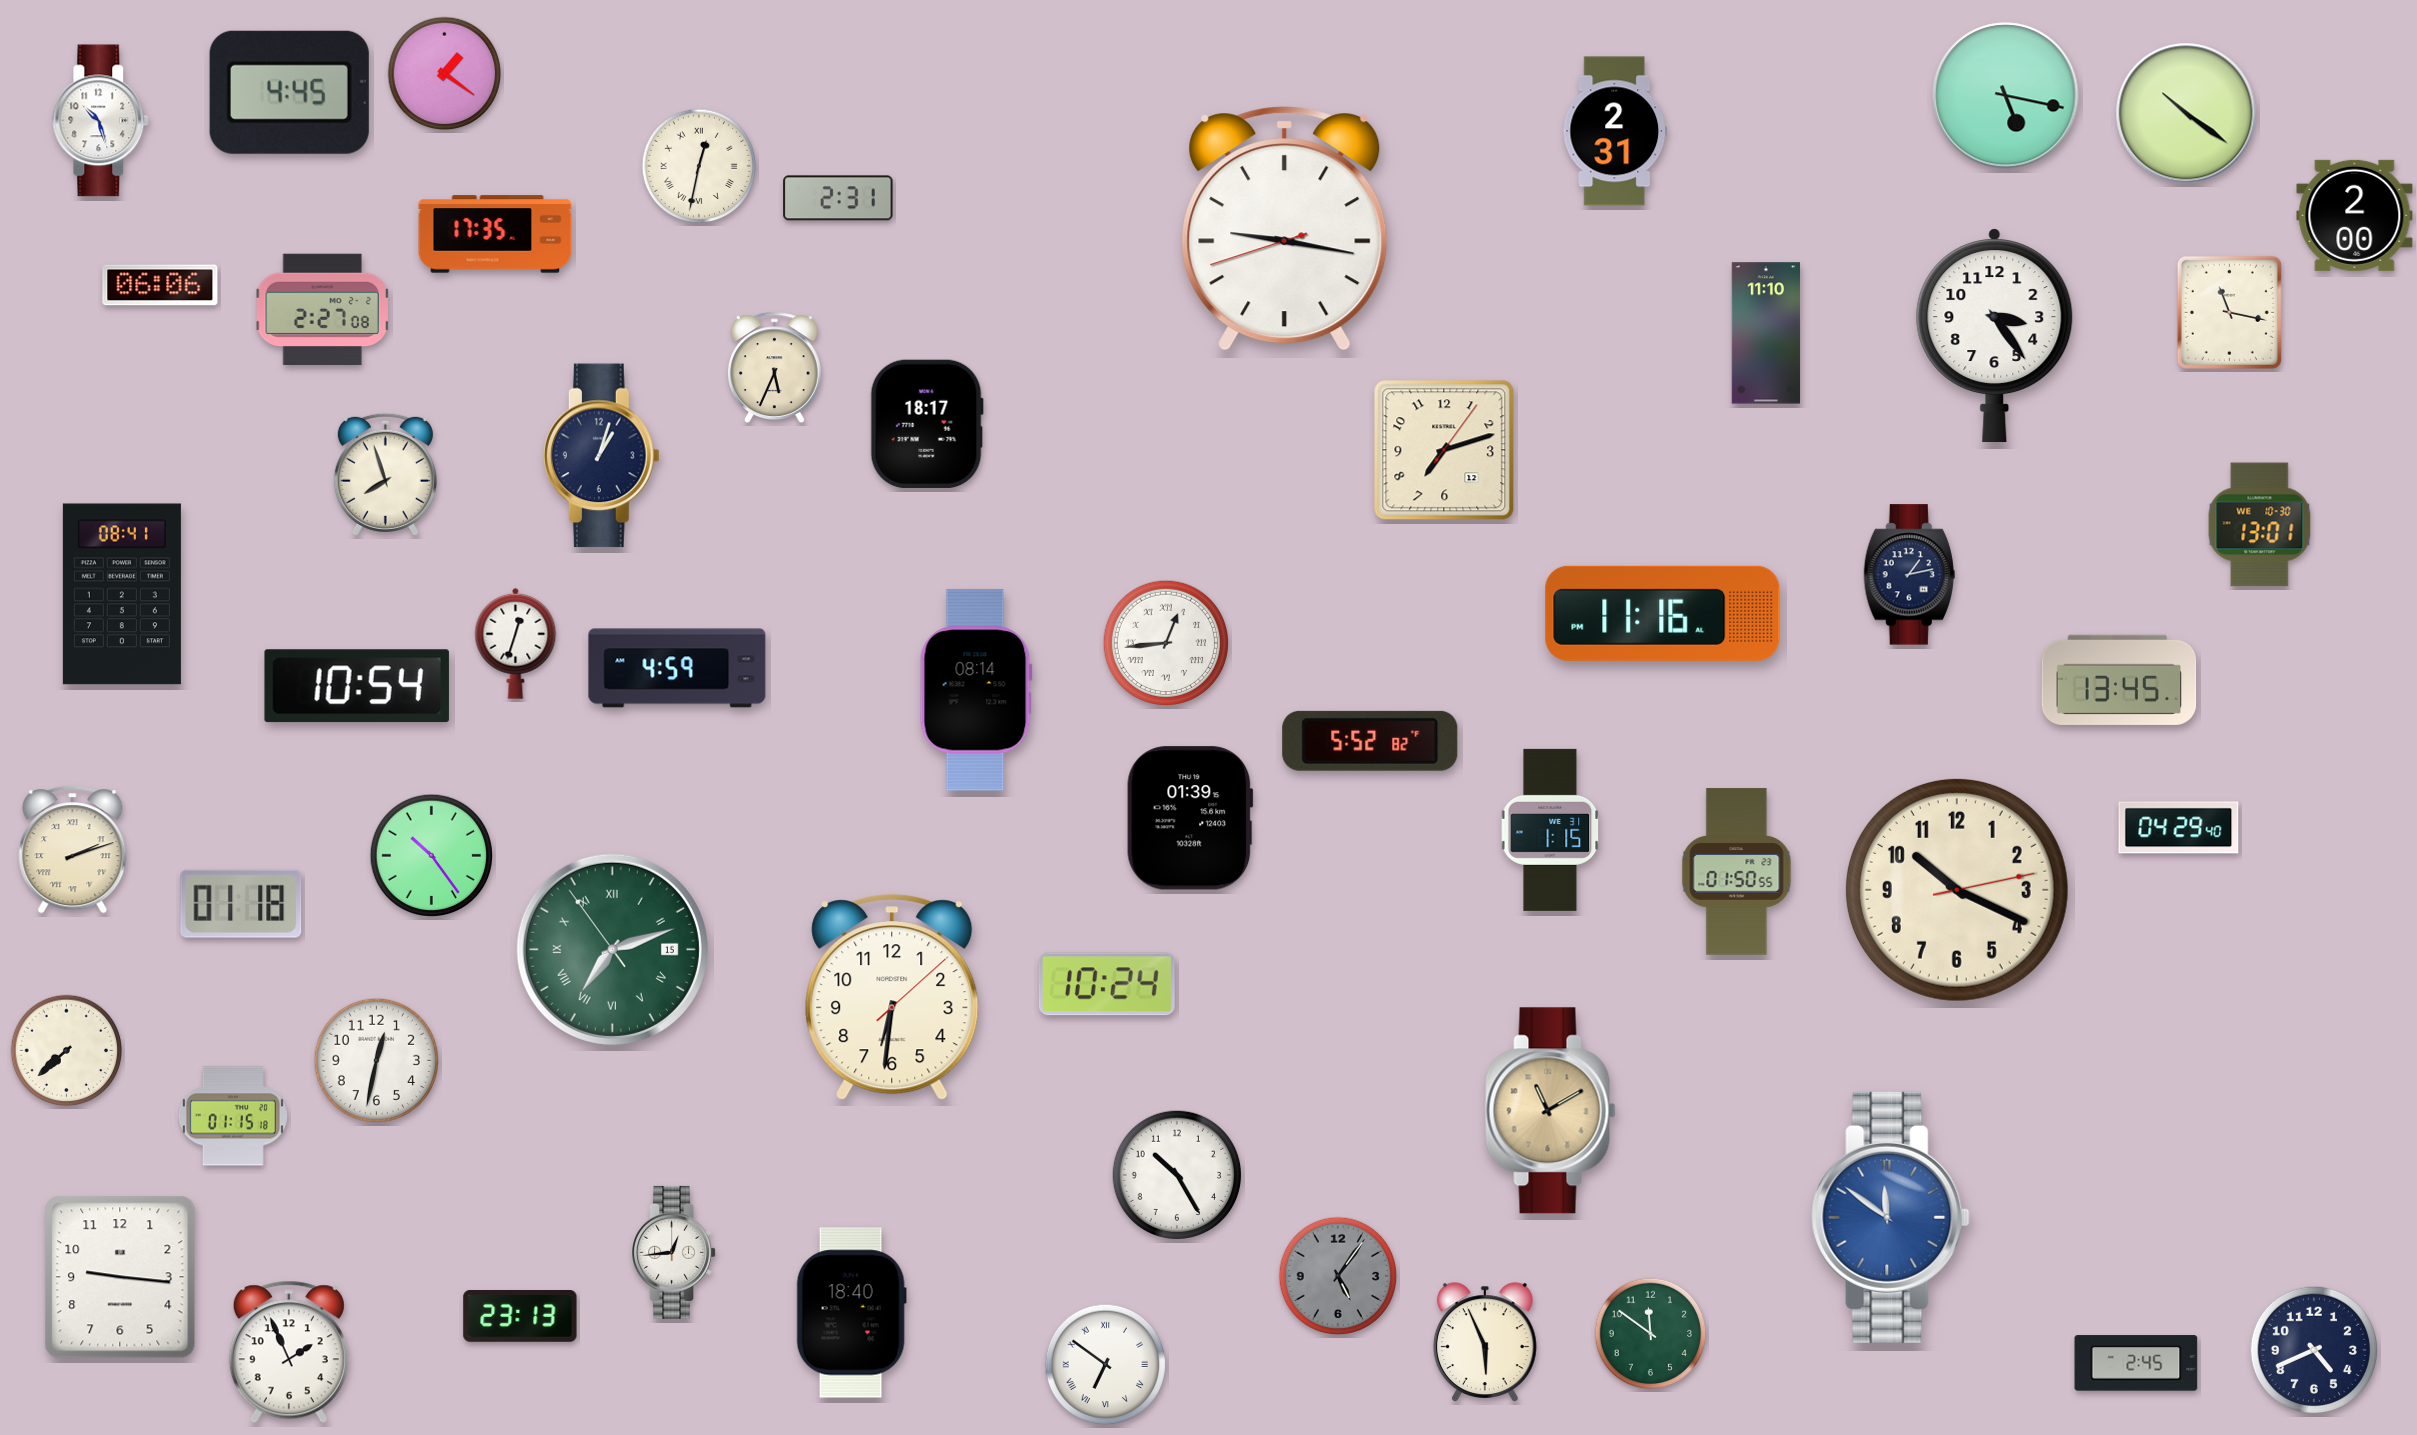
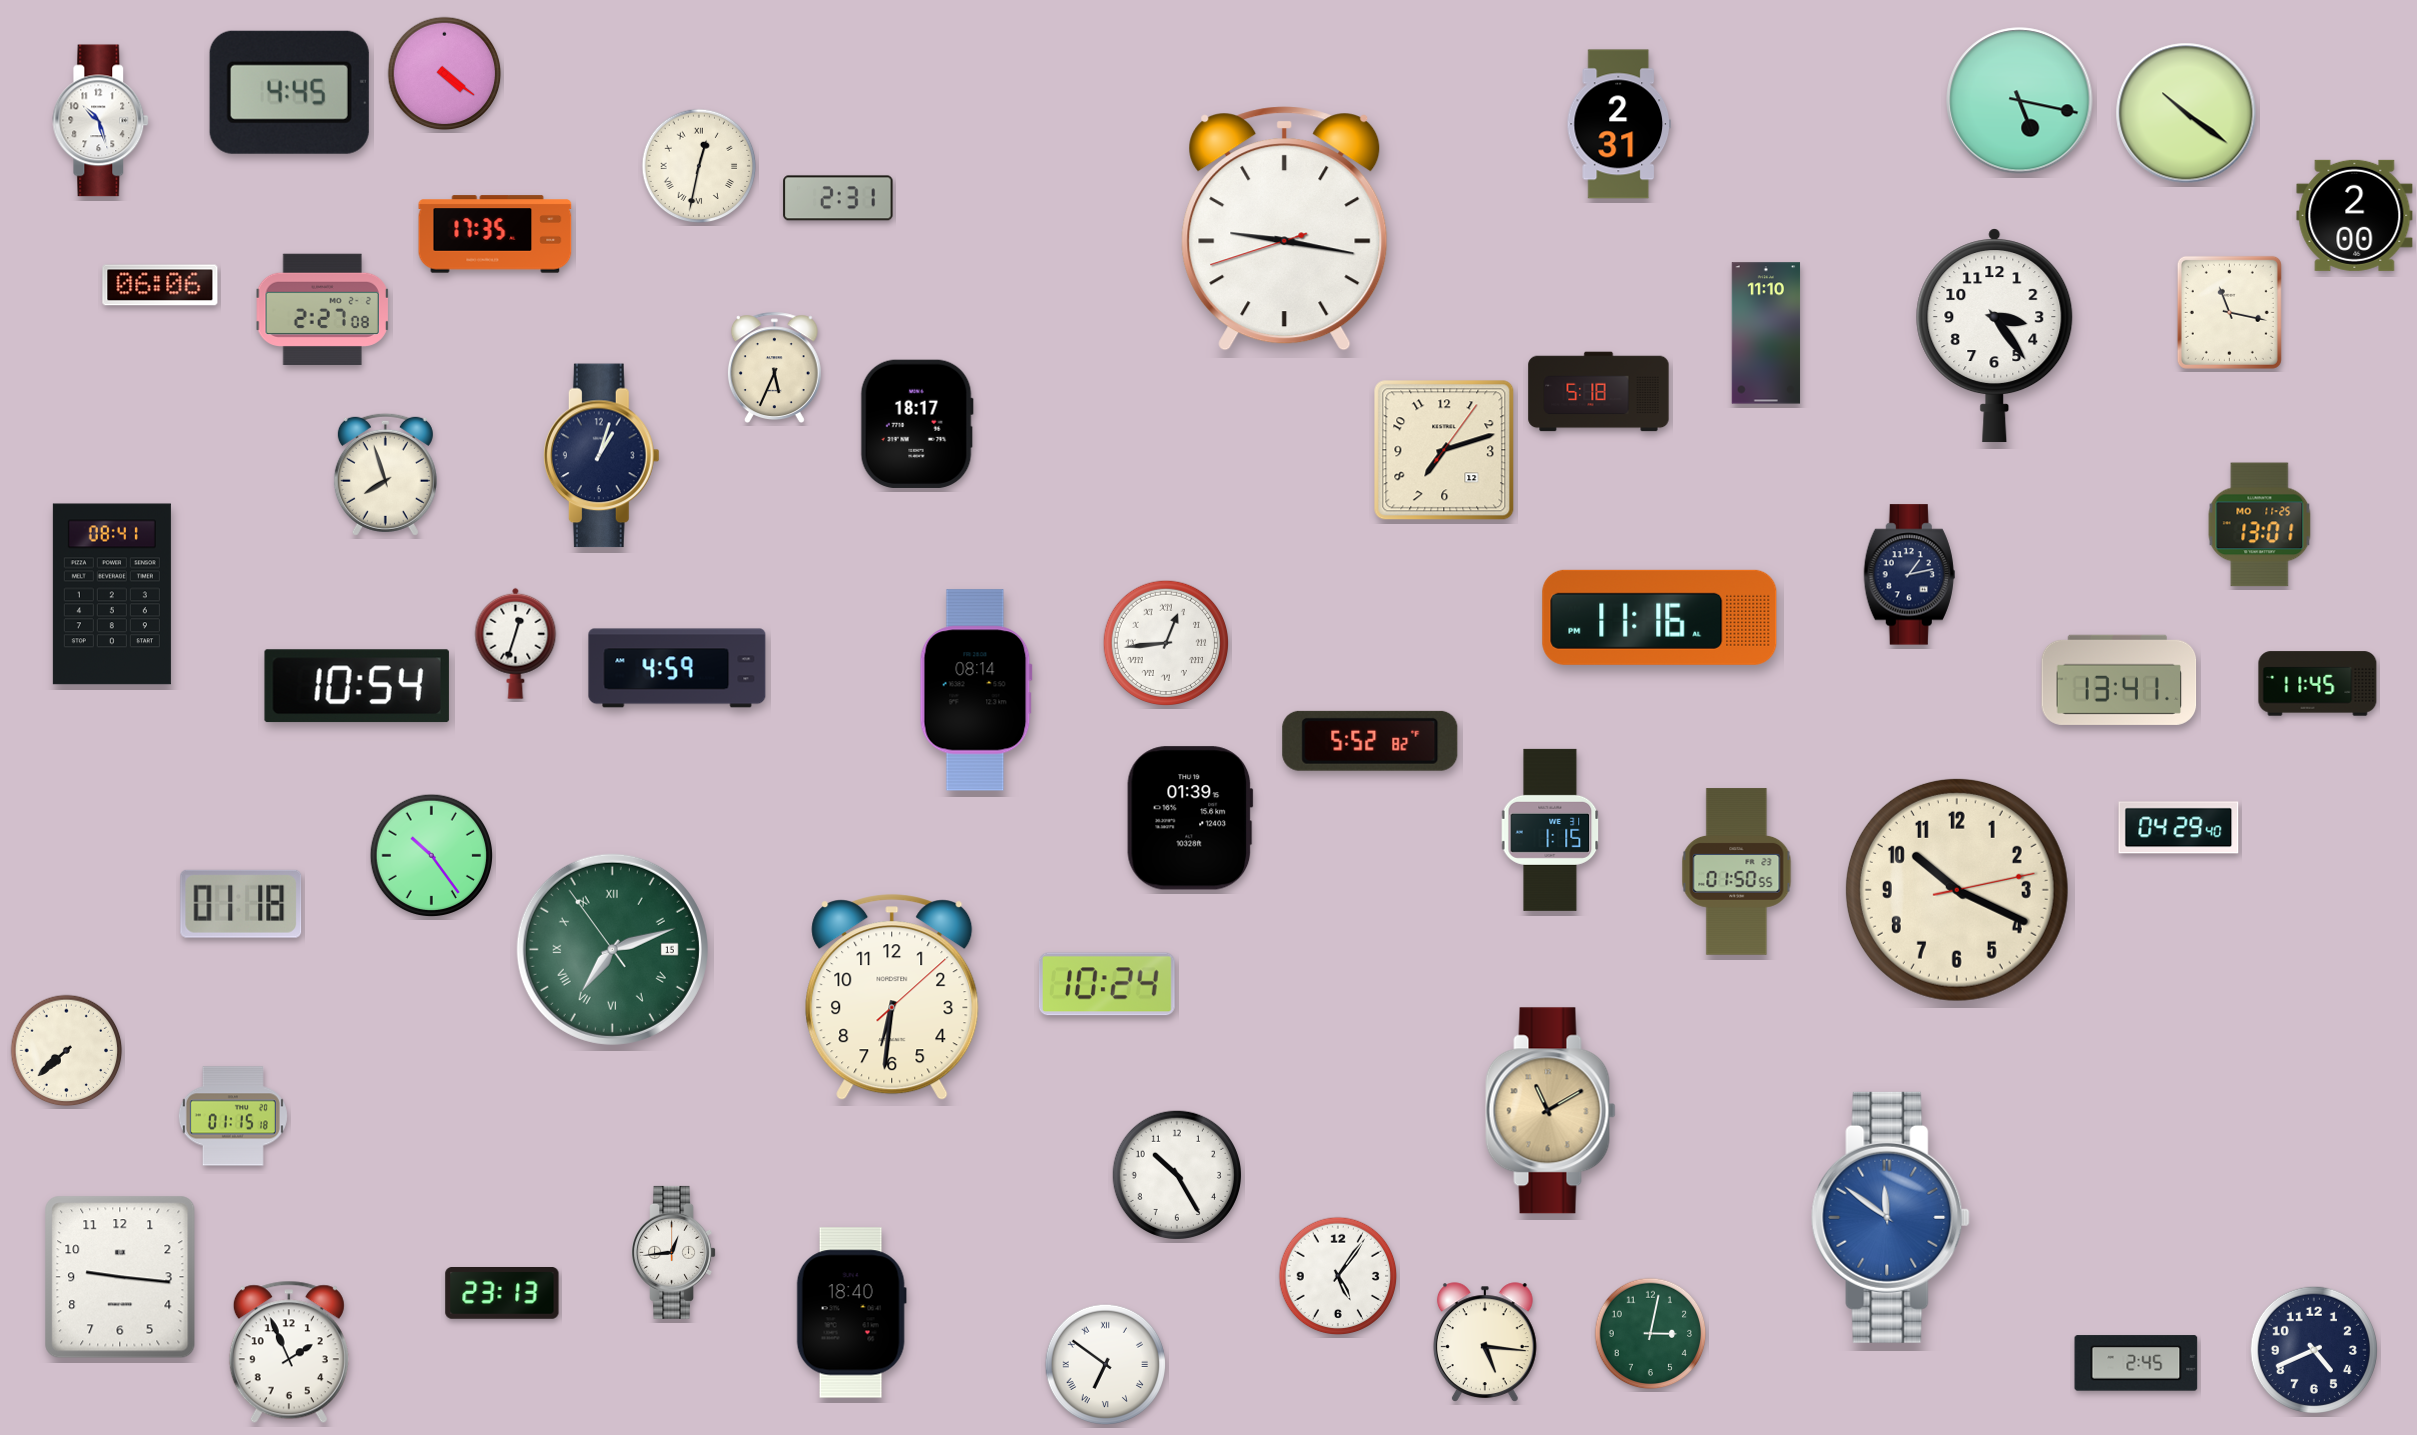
clock at (445, 74): 1:21 -> 4:21
clock at (2006, 96) position: (2006, 96) -> (2020, 101)
clock at (1614, 131) position: (1614, 131) -> (1618, 124)
clock at (1599, 392): none -> 5:18
clock at (927, 424) position: (927, 424) -> (917, 424)
clock at (2260, 525) date: WE 10-30 -> MO 11-25
clock at (122, 594) position: (122, 594) -> (112, 594)
clock at (1663, 613) position: (1663, 613) -> (1660, 617)
clock at (2119, 680): 13:45 -> 13:41
clock at (2318, 684): none -> 11:45
clock at (73, 850): 2:12 -> none
clock at (376, 1060): 12:32 -> none
clock at (1338, 1276) dial: grey -> white
clock at (520, 1316) position: (520, 1316) -> (502, 1293)
clock at (1651, 1334): 11:51 -> 3:02
clock at (1485, 1342): 5:56 -> 5:16
